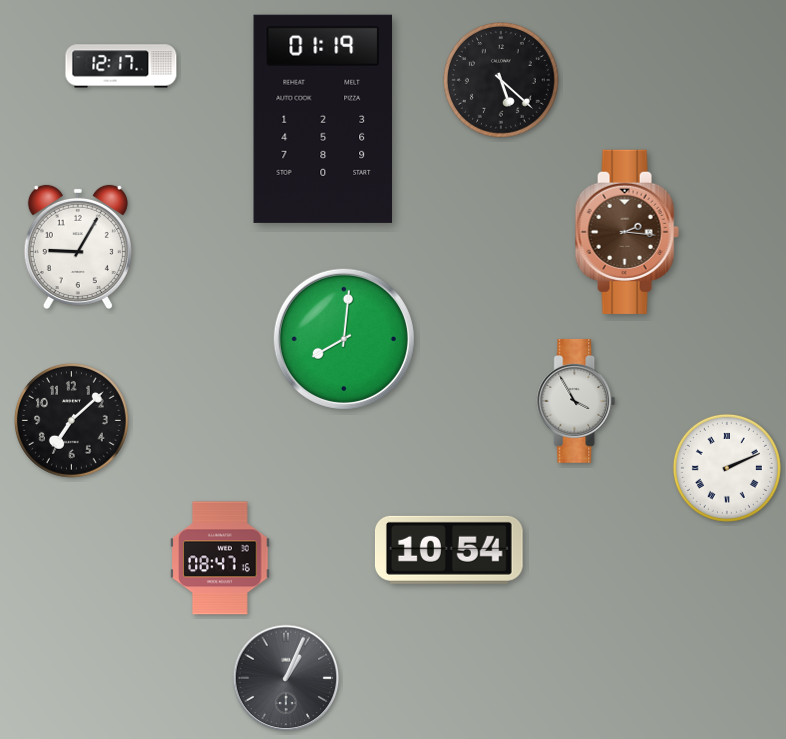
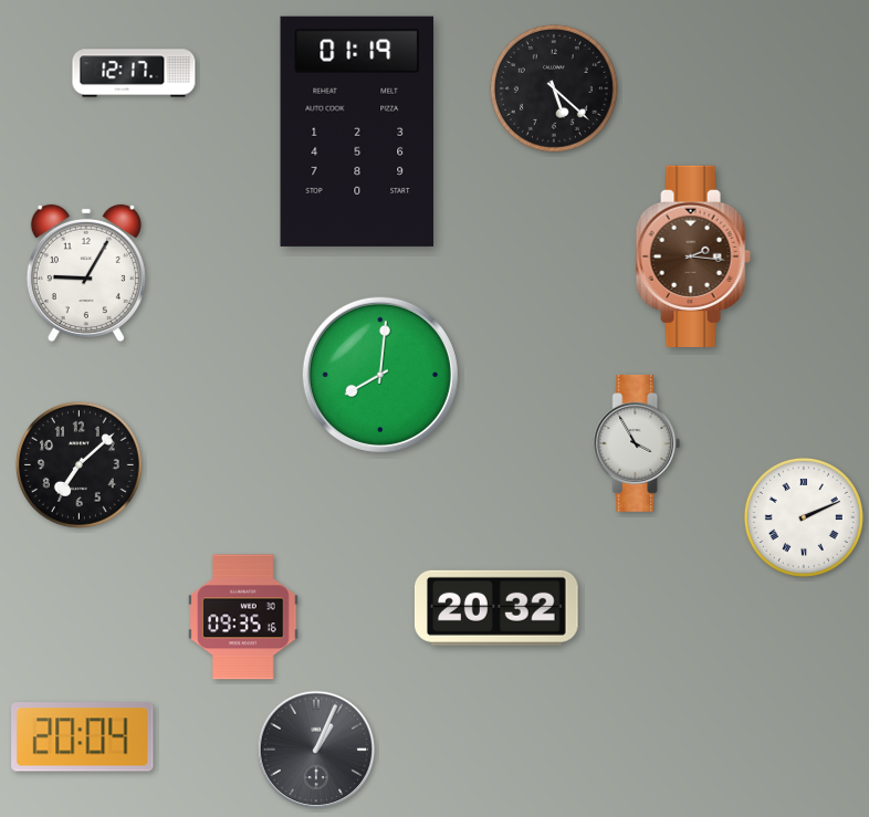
clock at (449, 550): 10:54 -> 20:32
clock at (220, 558): 08:47 -> 09:35
clock at (83, 737): none -> 20:04
